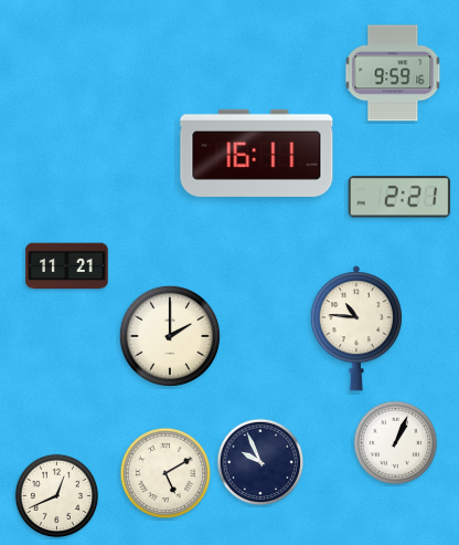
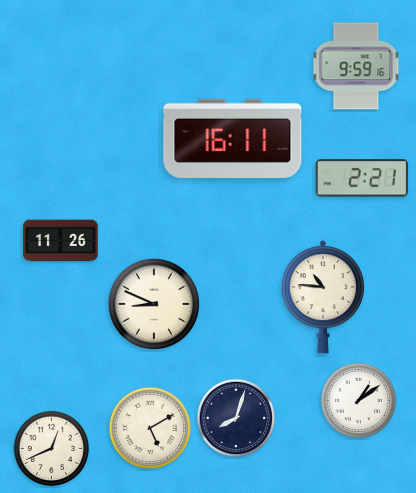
clock at (67, 266): 11:21 -> 11:26
clock at (170, 336): 2:00 -> 8:49
clock at (396, 443): 1:04 -> 1:09
clock at (260, 462): 9:56 -> 8:03
